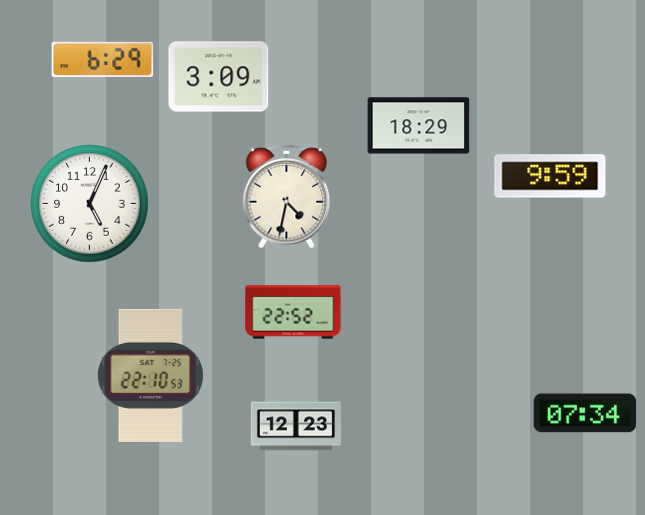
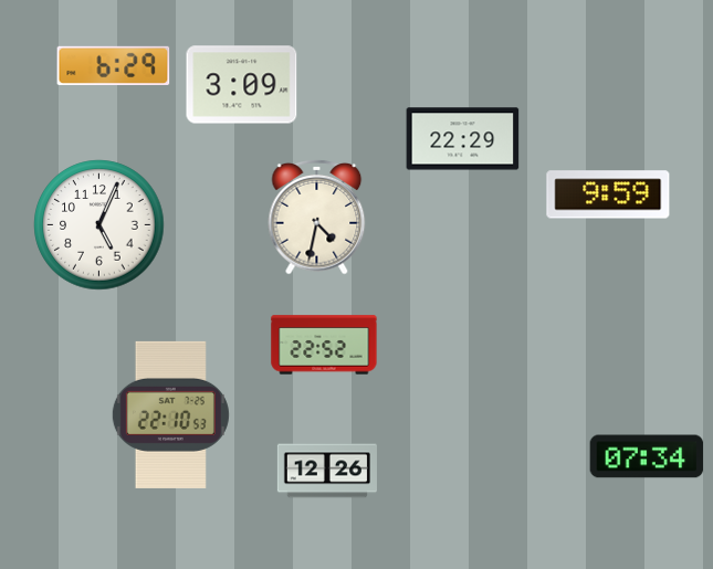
clock at (419, 126): 18:29 -> 22:29
clock at (150, 375) position: (150, 375) -> (170, 414)
clock at (296, 426): 12:23 -> 12:26
